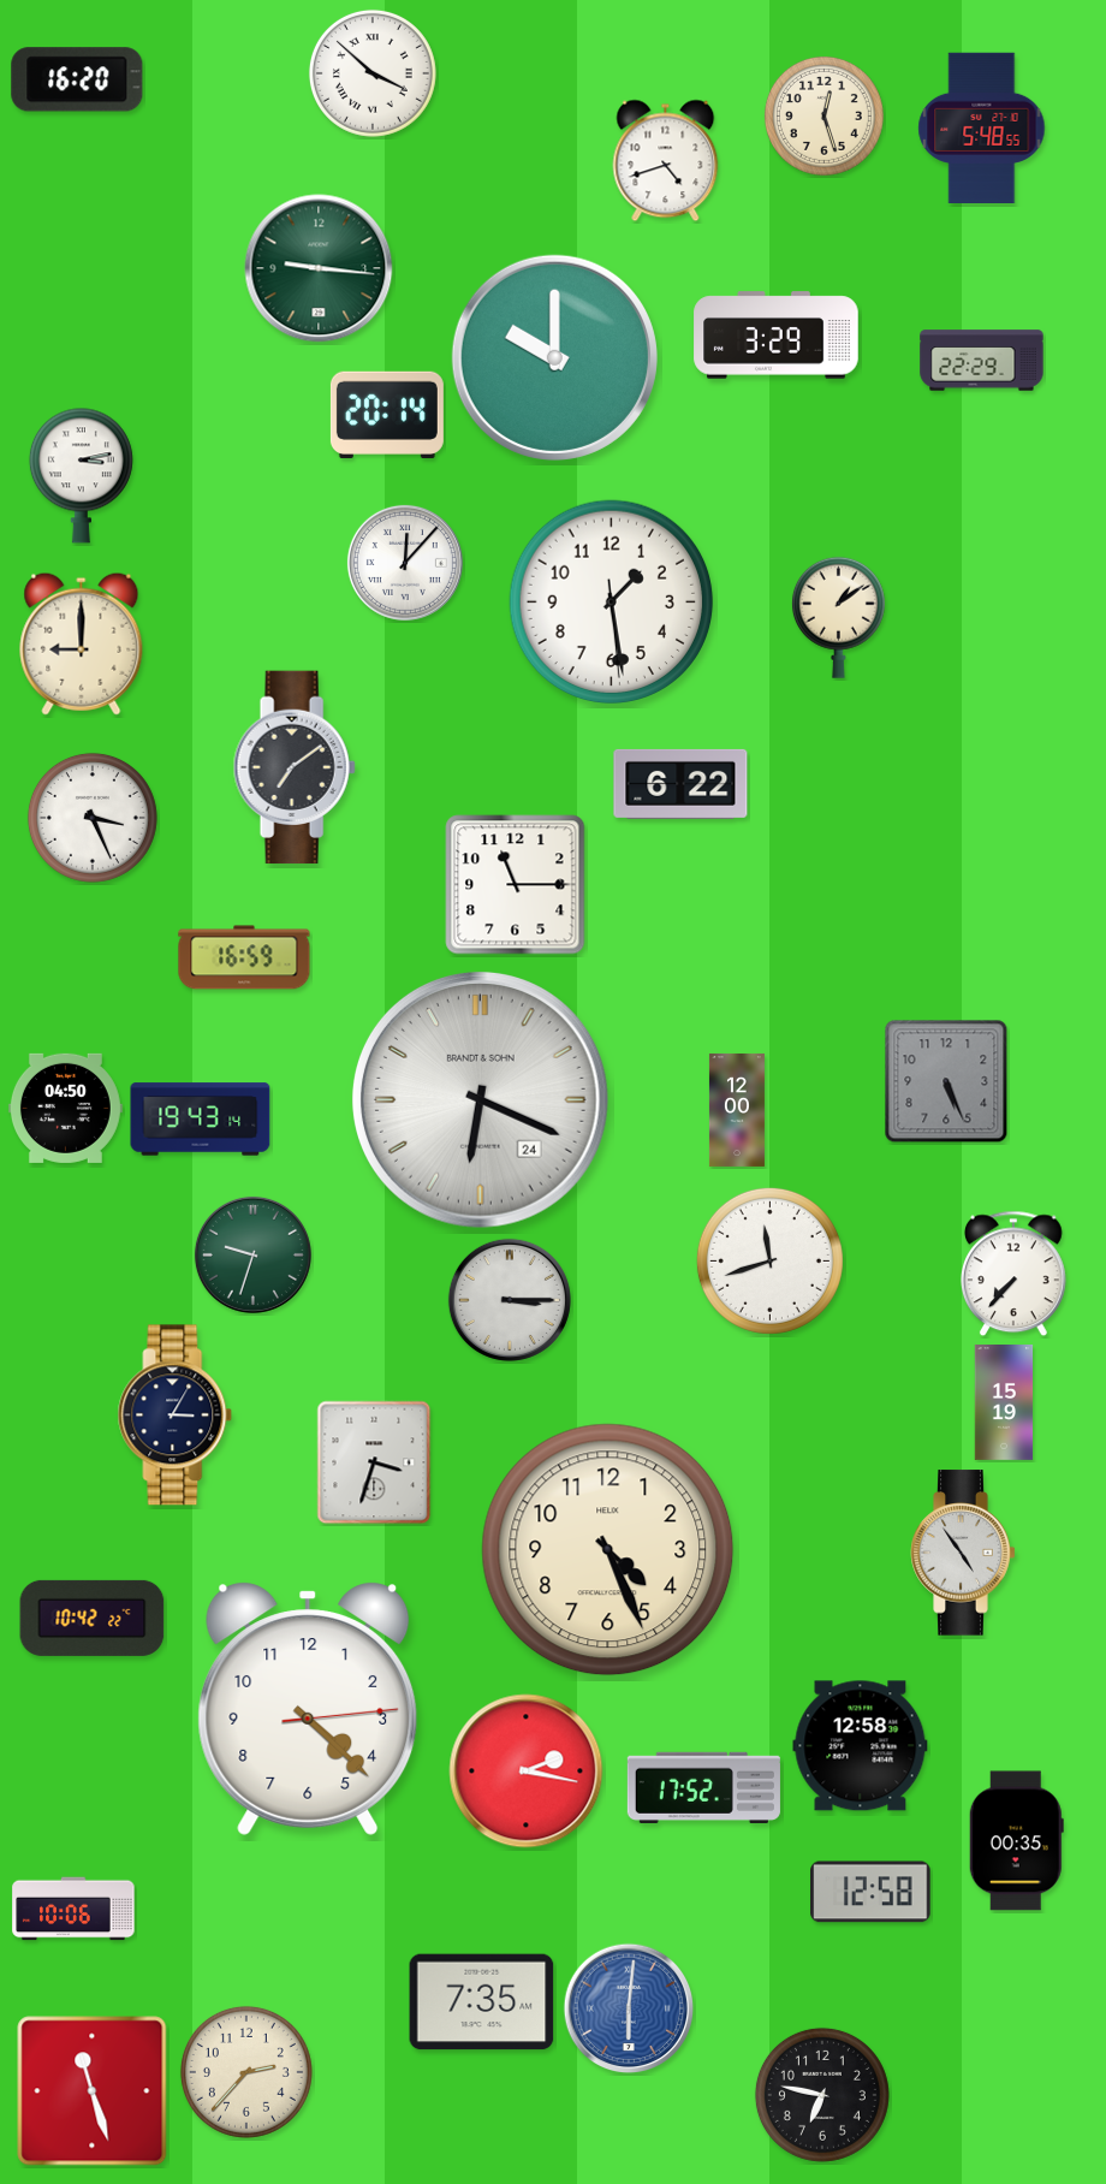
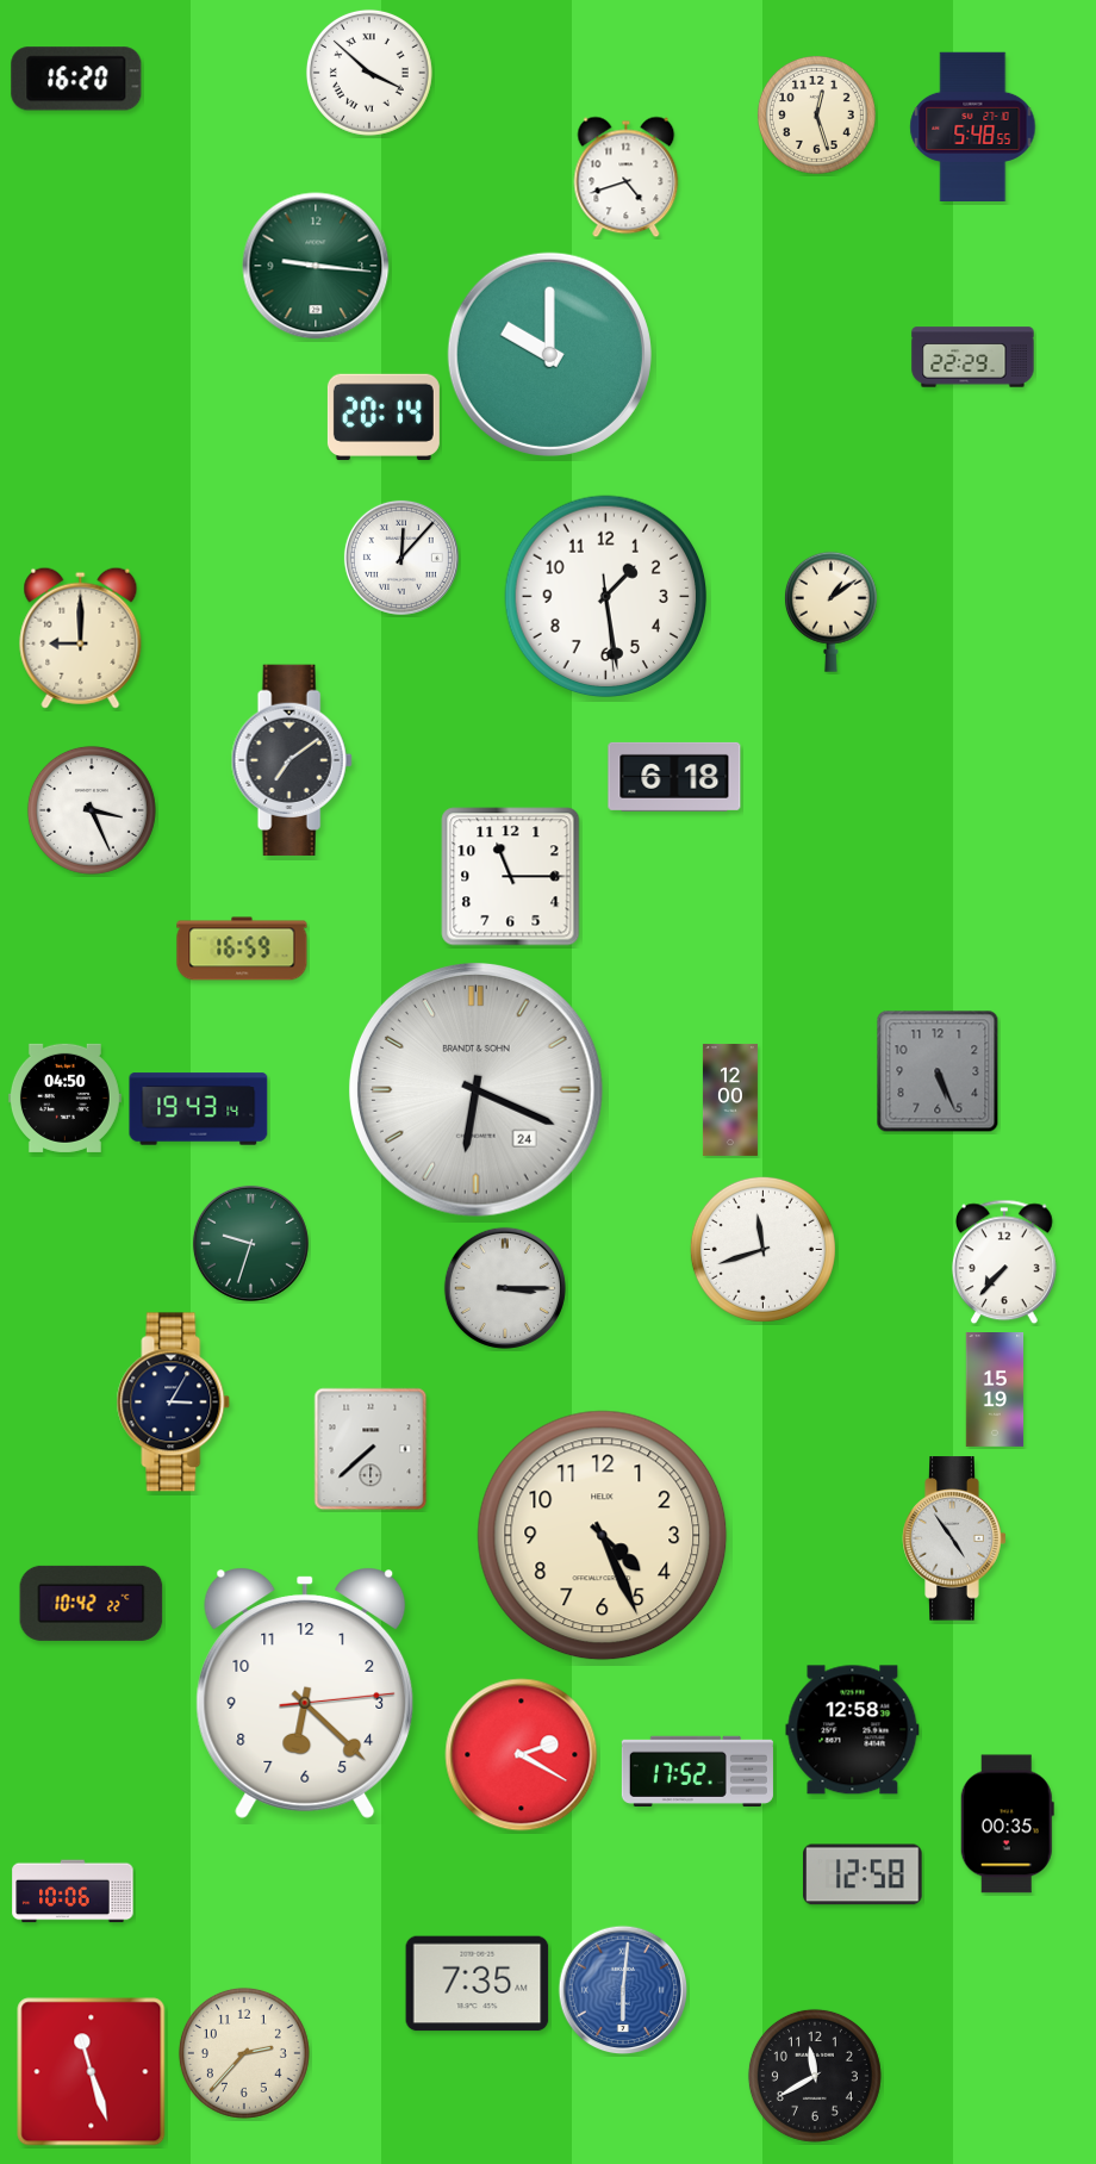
clock at (666, 161) position: (666, 161) -> (627, 178)
clock at (777, 336): 3:29 -> none
clock at (387, 415) position: (387, 415) -> (384, 417)
clock at (81, 475): 3:13 -> none
clock at (680, 784): 6:22 -> 6:18
clock at (374, 1462): 3:33 -> 7:38
clock at (308, 1709): 4:22 -> 6:22
clock at (527, 1771): 2:17 -> 2:20
clock at (822, 2095): 6:47 -> 11:40
